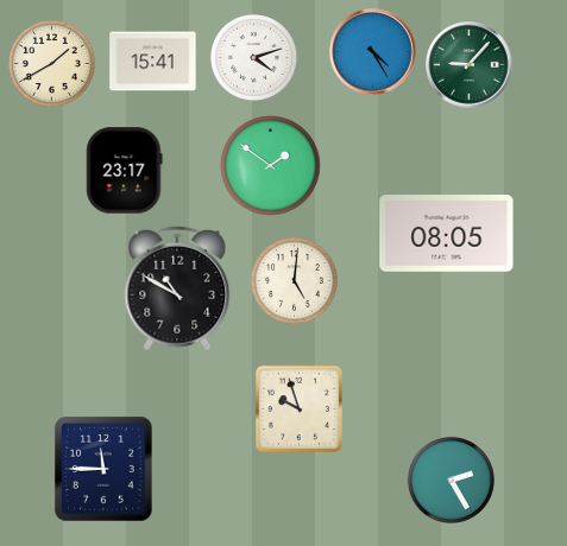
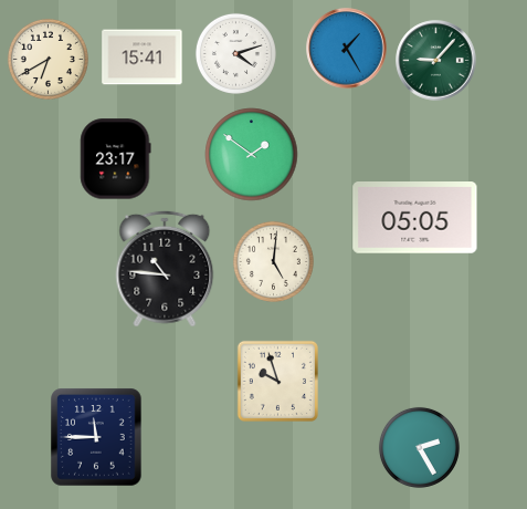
clock at (373, 52): 4:25 -> 1:25
clock at (51, 63): 1:40 -> 6:40
clock at (447, 234): 08:05 -> 05:05
clock at (177, 288): 10:50 -> 10:46
